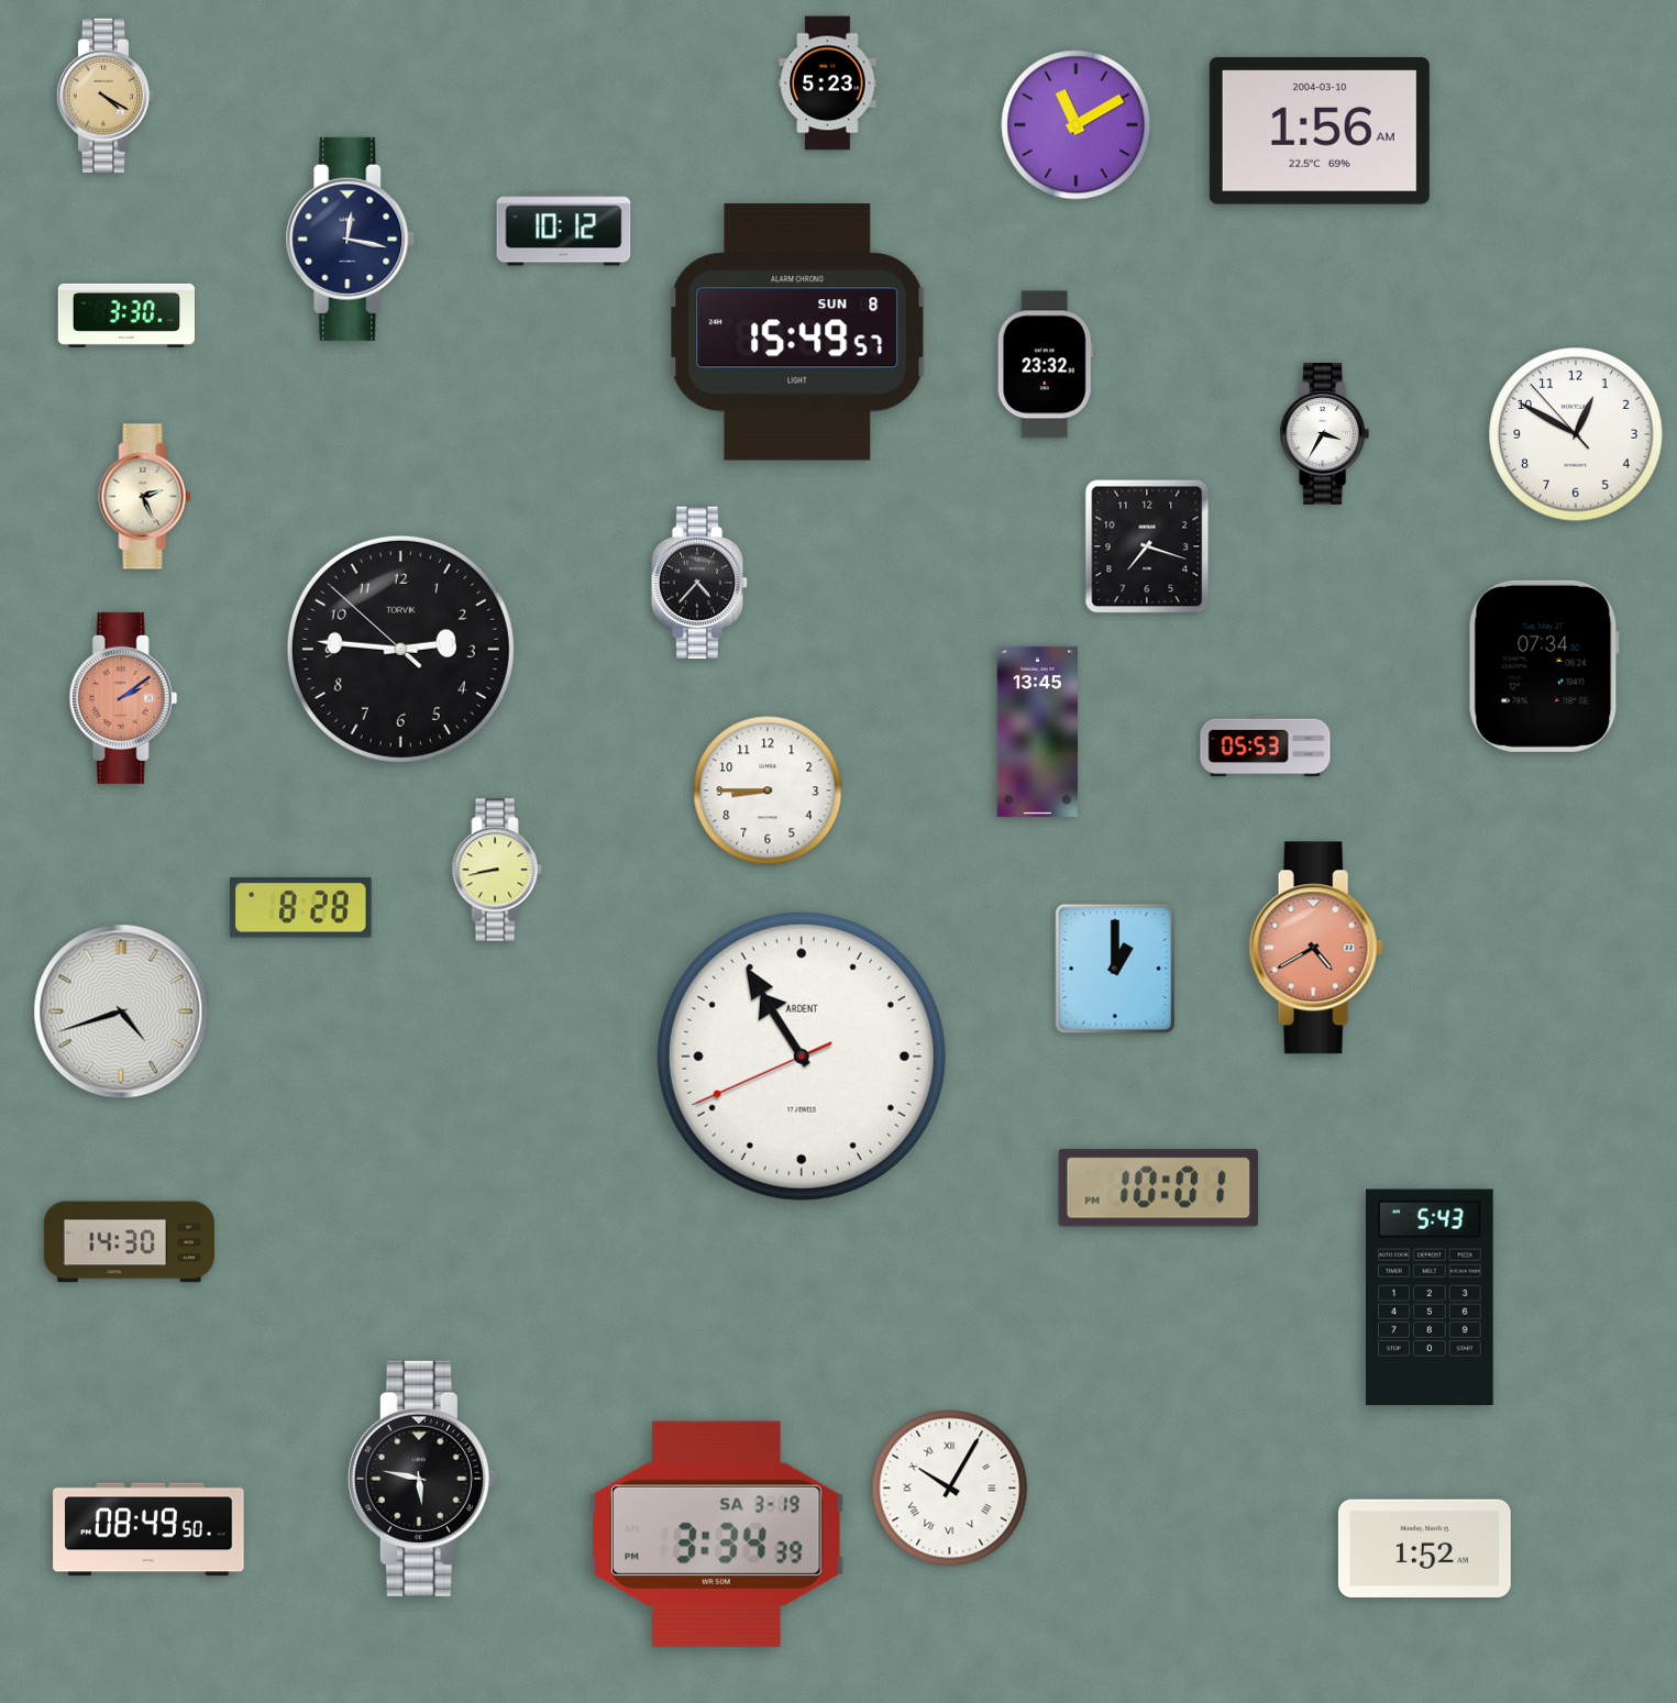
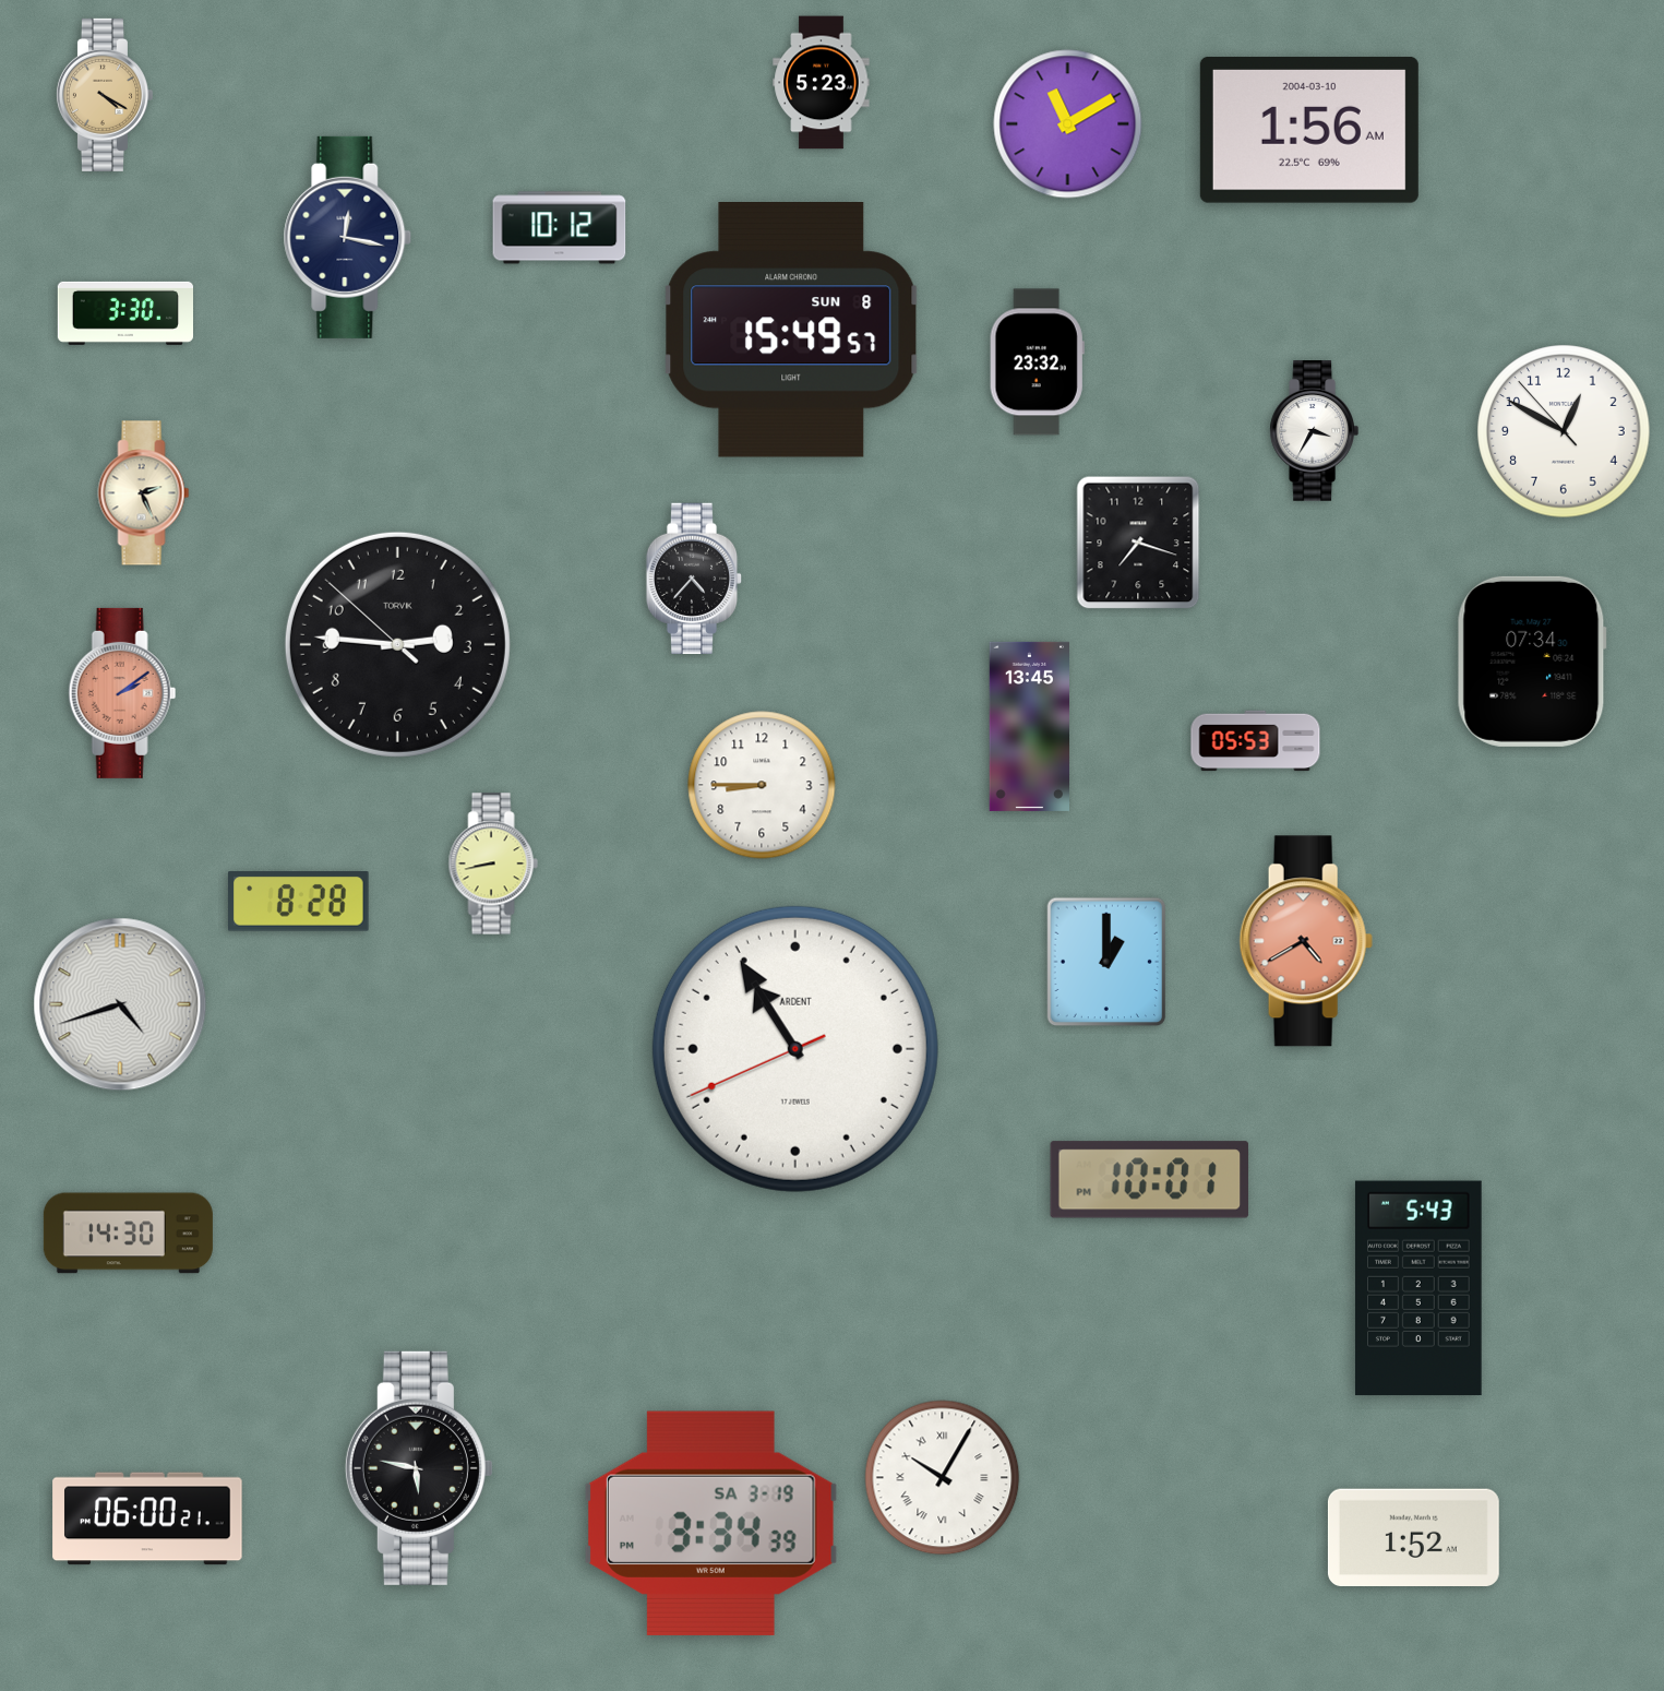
clock at (148, 1529): 08:49 -> 06:00
